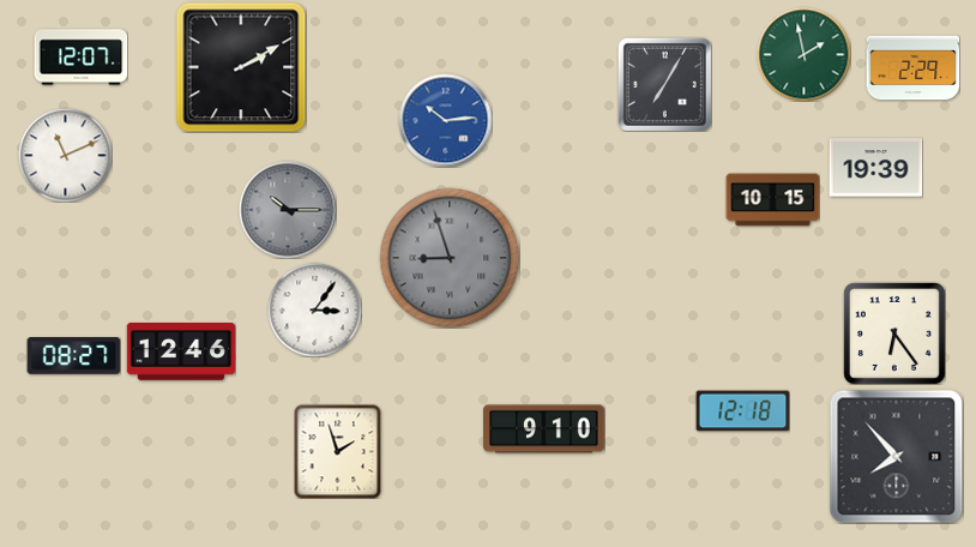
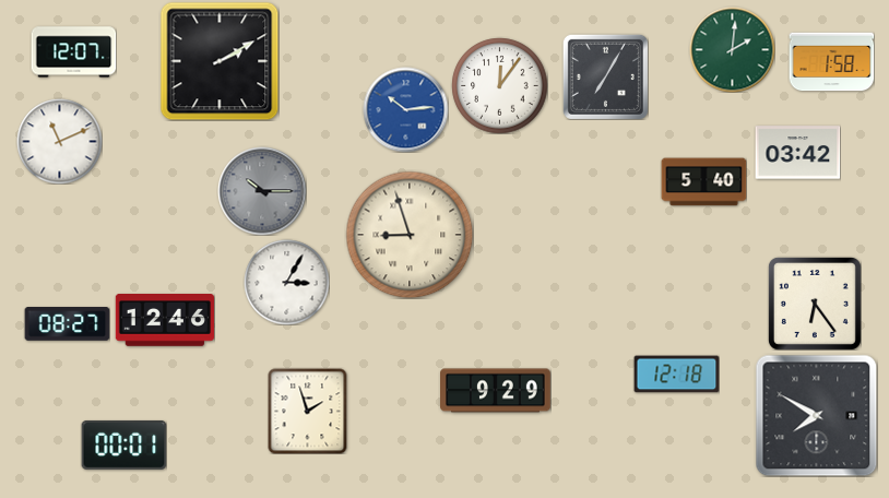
clock at (803, 54): 1:58 -> 2:01
clock at (912, 68): 2:29 -> 1:58
clock at (499, 85): none -> 12:06
clock at (875, 168): 19:39 -> 03:42
clock at (772, 200): 10:15 -> 5:40
clock at (450, 258) dial: grey -> cream
clock at (314, 309): 3:06 -> 3:05
clock at (544, 429): 9:10 -> 9:29
clock at (896, 456): 7:53 -> 7:50
clock at (123, 444): none -> 00:01
